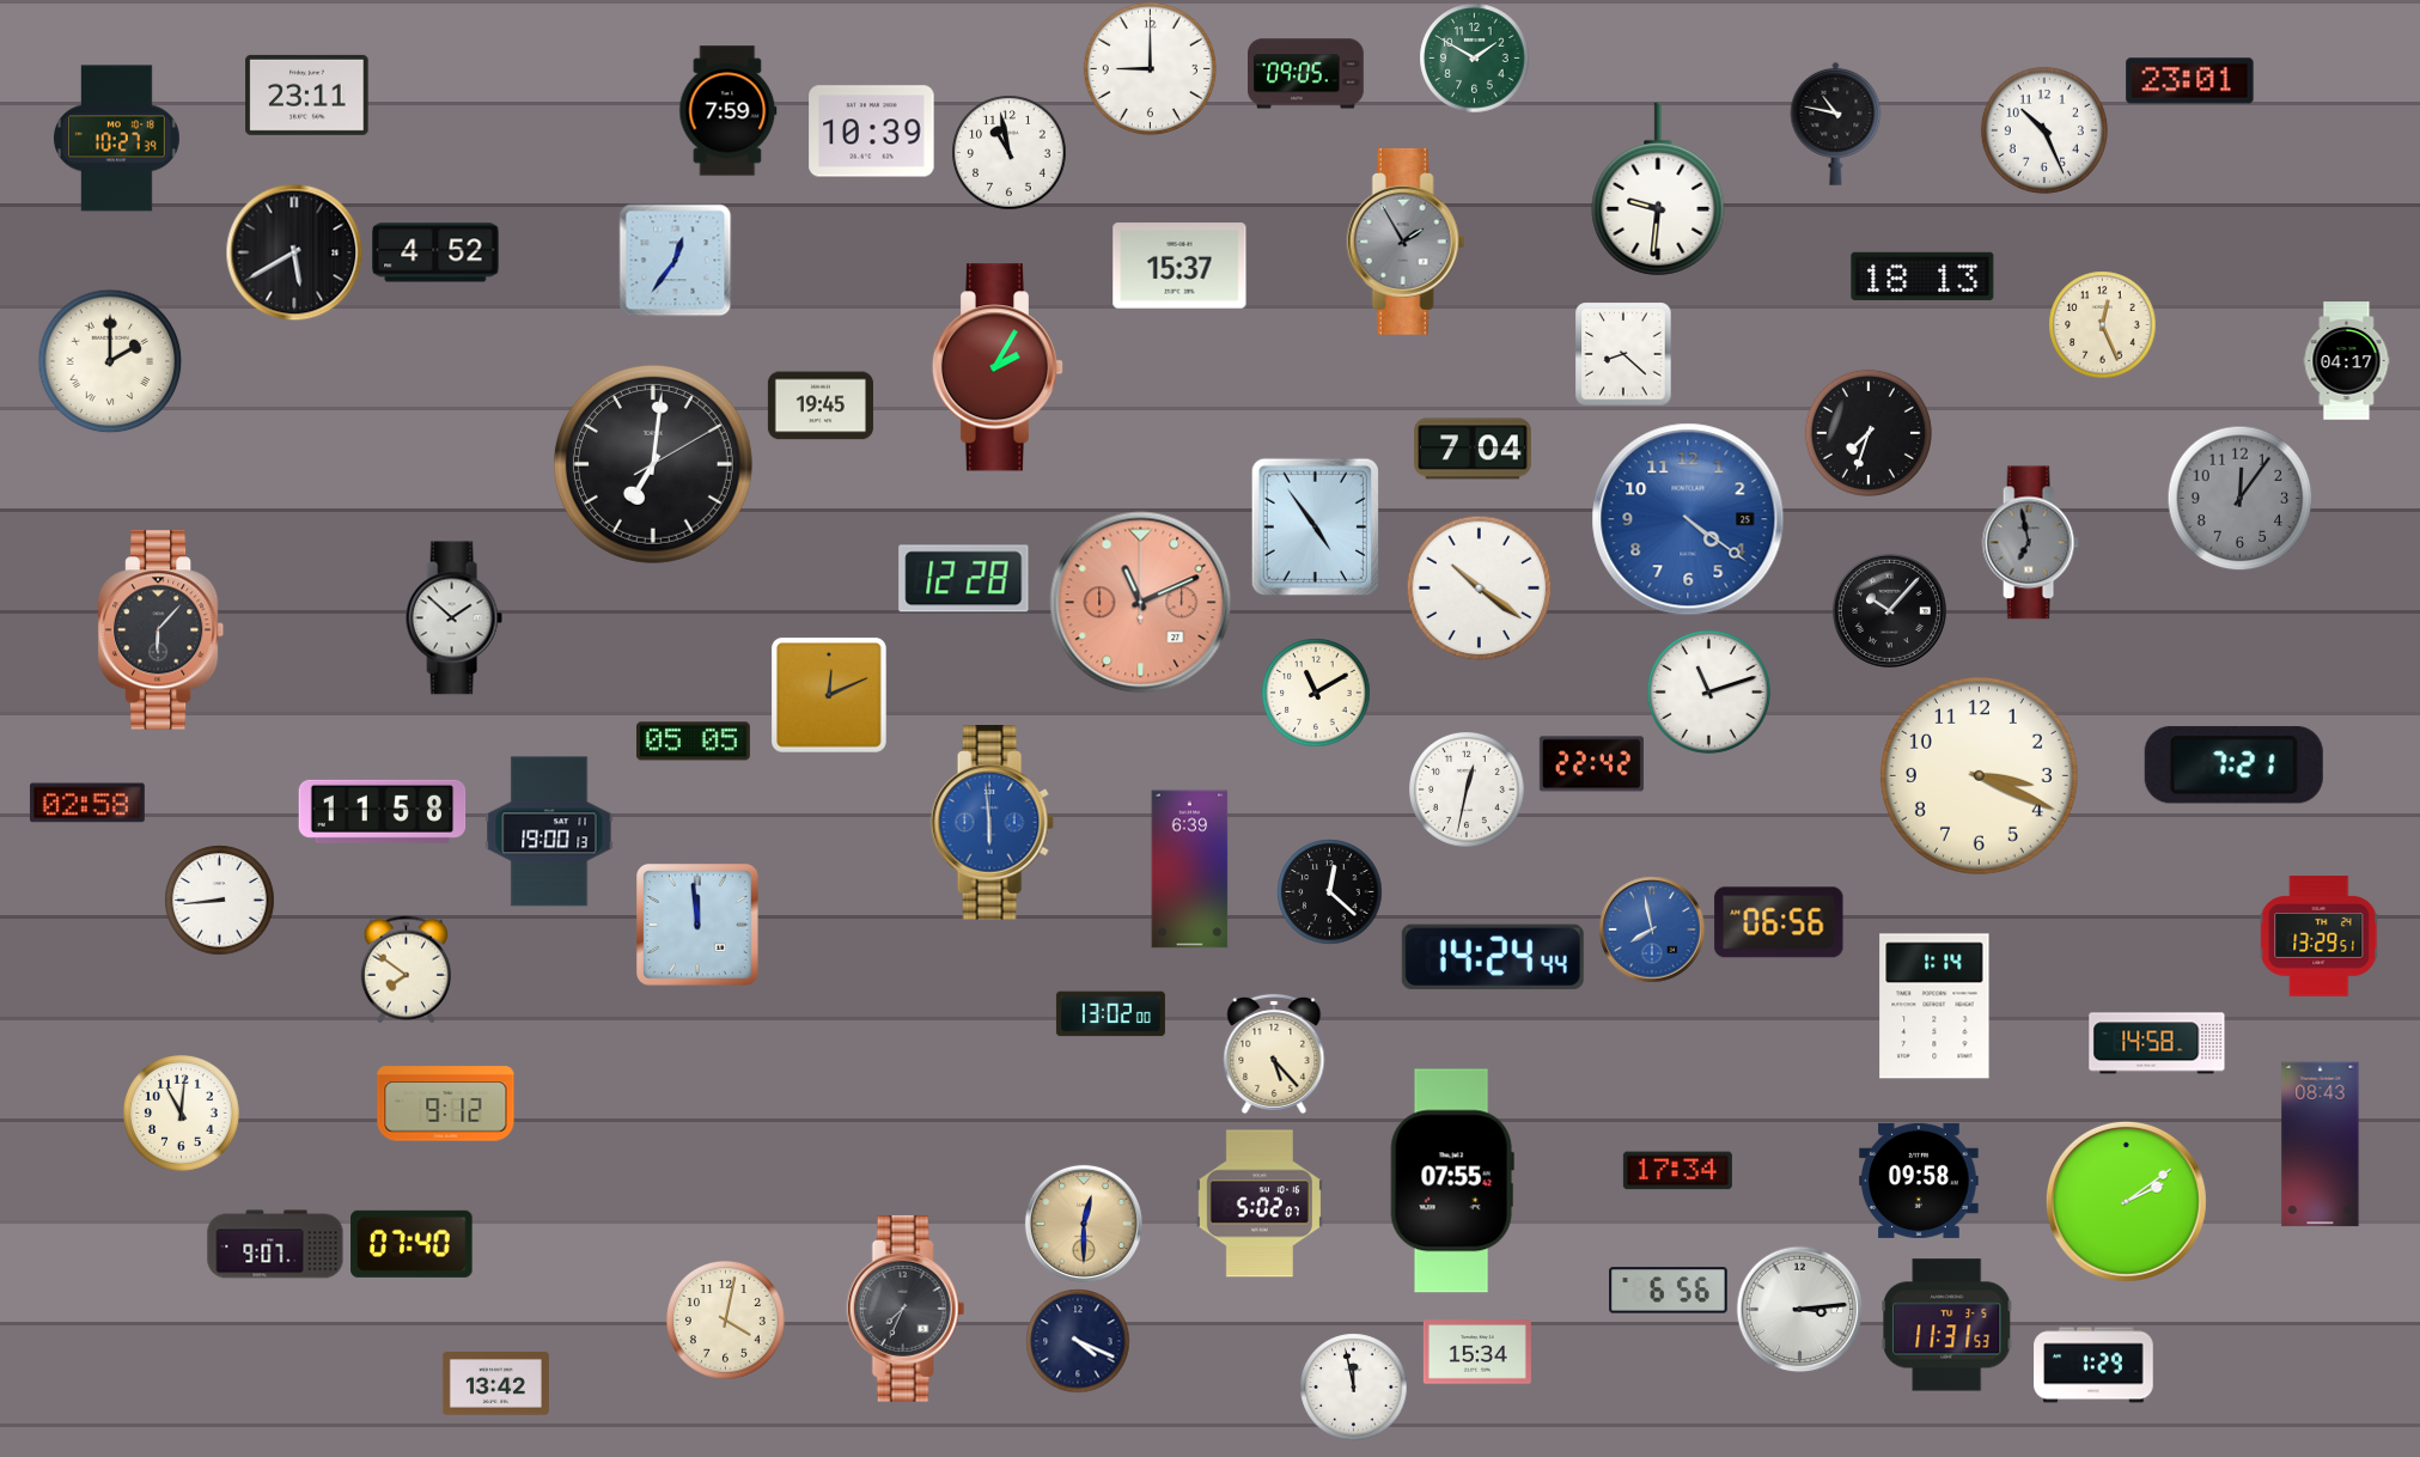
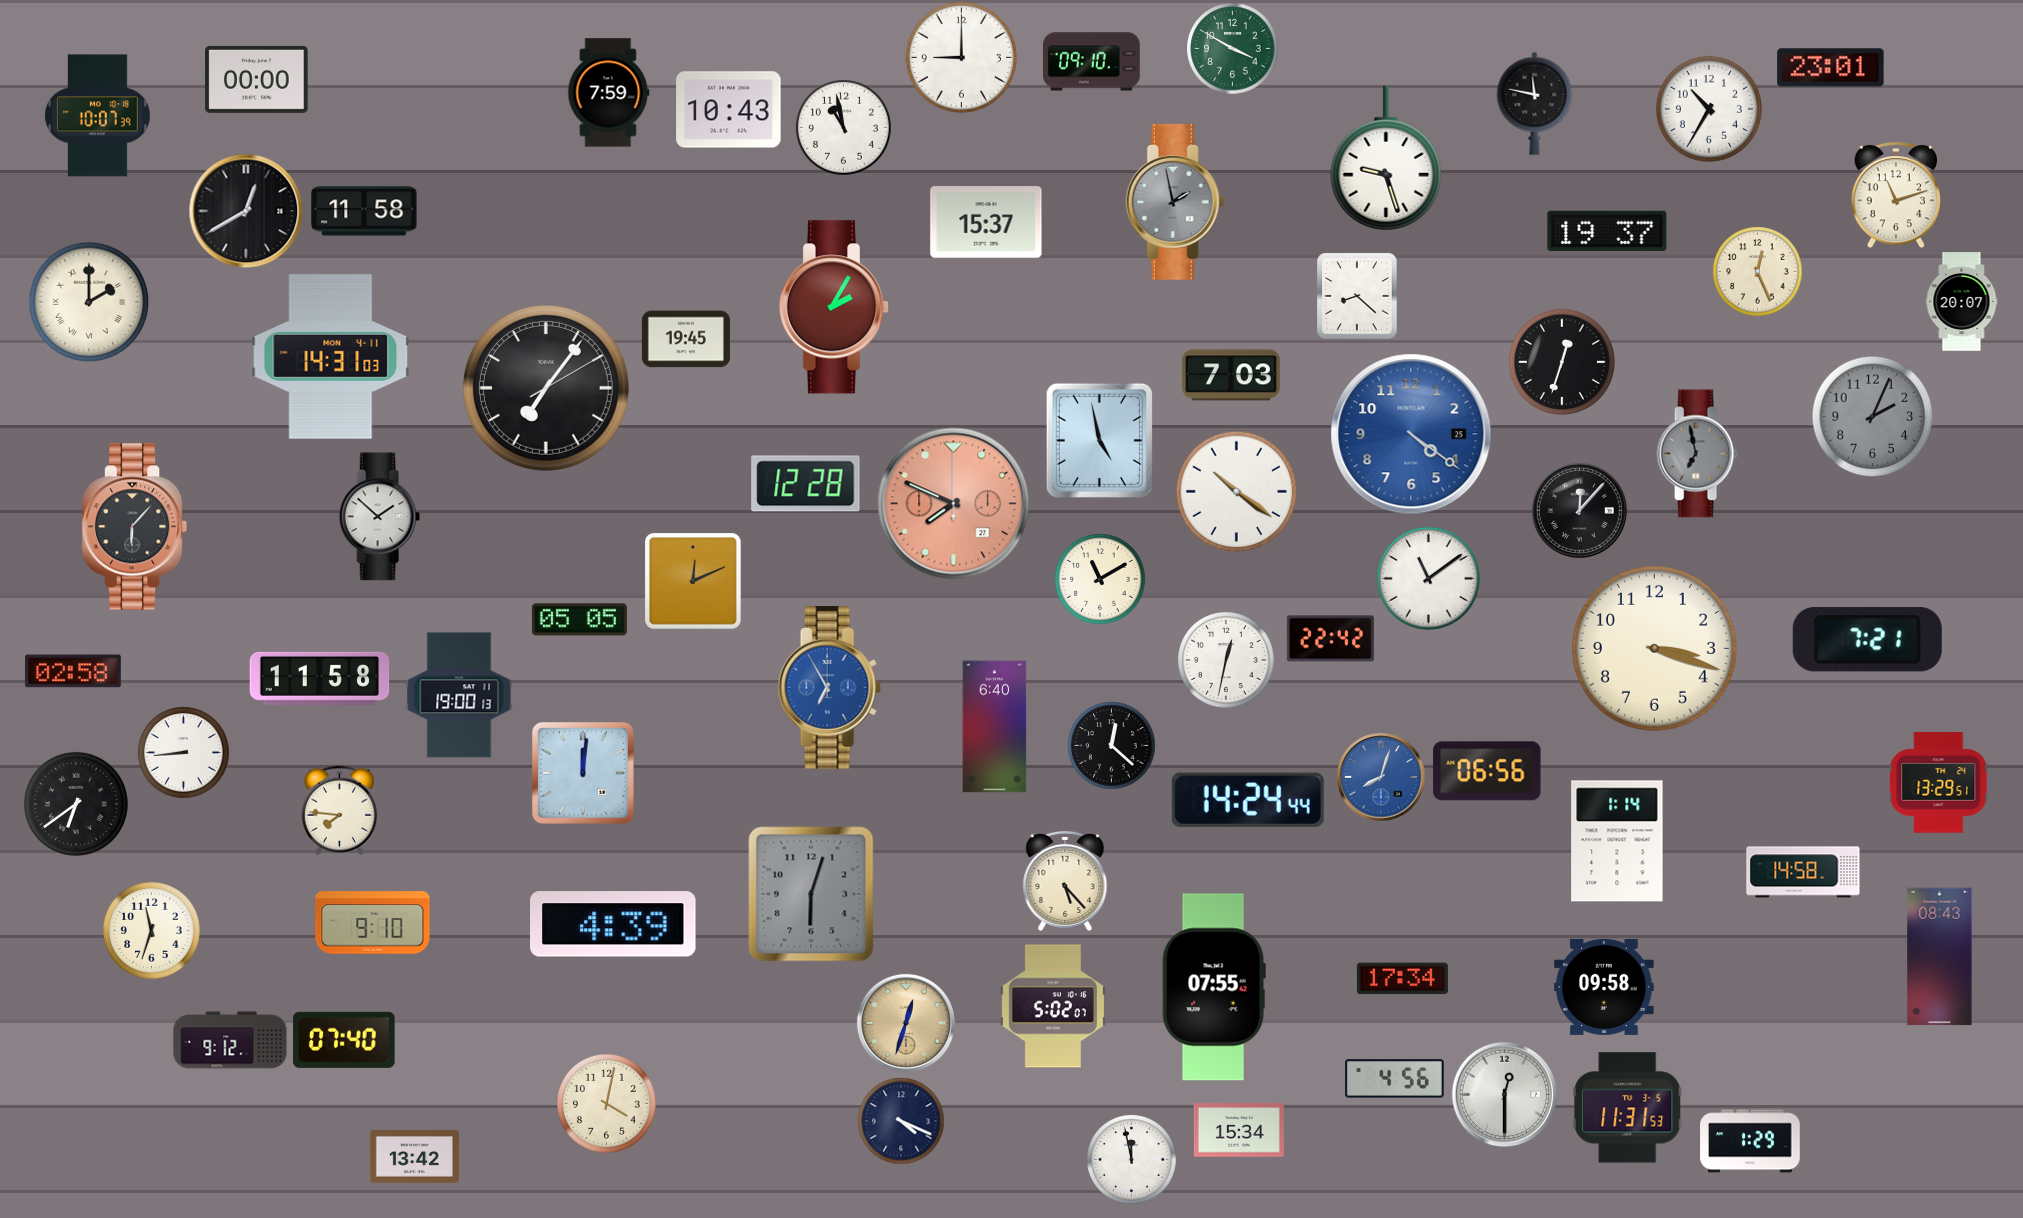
clock at (1474, 57): 1:50 -> 3:50
clock at (1306, 74): 09:05 -> 09:10
clock at (307, 95): 23:11 -> 00:00
clock at (1836, 123): 10:47 -> 11:47
clock at (2044, 130): 10:26 -> 10:35
clock at (872, 132): 10:39 -> 10:43
clock at (117, 139): 10:27 -> 10:07
clock at (1658, 189): 9:31 -> 9:27
clock at (1895, 195): none -> 11:12
clock at (1406, 242): 1:55 -> 1:58
clock at (294, 252): 5:40 -> 12:40
clock at (435, 252): 4:52 -> 11:58
clock at (675, 260): 12:36 -> none
clock at (1922, 276): 18:13 -> 19:37
clock at (110, 361) position: (110, 361) -> (89, 302)
clock at (2347, 361): 04:17 -> 20:07
clock at (331, 357): none -> 14:31
clock at (1869, 433): 7:33 -> 12:33
clock at (1473, 449): 7:04 -> 7:03
clock at (653, 464): 7:01 -> 7:06
clock at (2239, 498): 12:06 -> 2:04
clock at (1315, 526): 4:54 -> 4:58
clock at (1141, 603): 11:11 -> 7:49
clock at (1889, 610): 10:07 -> 12:07
clock at (1708, 691): 11:12 -> 11:09
clock at (1979, 775): 3:19 -> 3:18
clock at (992, 823): 5:59 -> 6:55
clock at (1190, 870): 6:39 -> 6:40
clock at (699, 926): 11:59 -> 12:01
clock at (1652, 929): 7:58 -> 8:03
clock at (76, 804): none -> 6:39
clock at (407, 969): 7:51 -> 7:46
clock at (1110, 1014): 13:02 -> none
clock at (811, 894): none -> 6:03
clock at (446, 1104): 9:12 -> 9:10
clock at (613, 924): none -> 4:39
clock at (182, 1114): 11:01 -> 11:33
clock at (2126, 1201): 2:09 -> none
clock at (1084, 1224): 12:30 -> 12:33
clock at (275, 1244): 9:07 -> 9:12
clock at (1669, 1291): 6:56 -> 4:56
clock at (906, 1309): 7:34 -> none
clock at (1799, 1309): 3:14 -> 12:30
clock at (1477, 1352) position: (1477, 1352) -> (1239, 1130)
